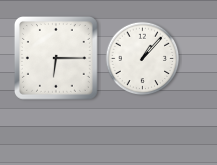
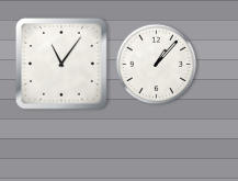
clock at (56, 58): 6:15 -> 11:06
